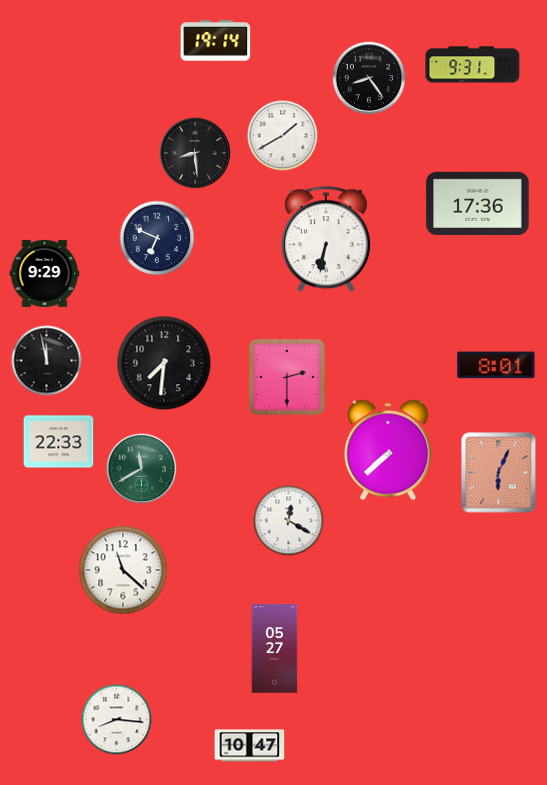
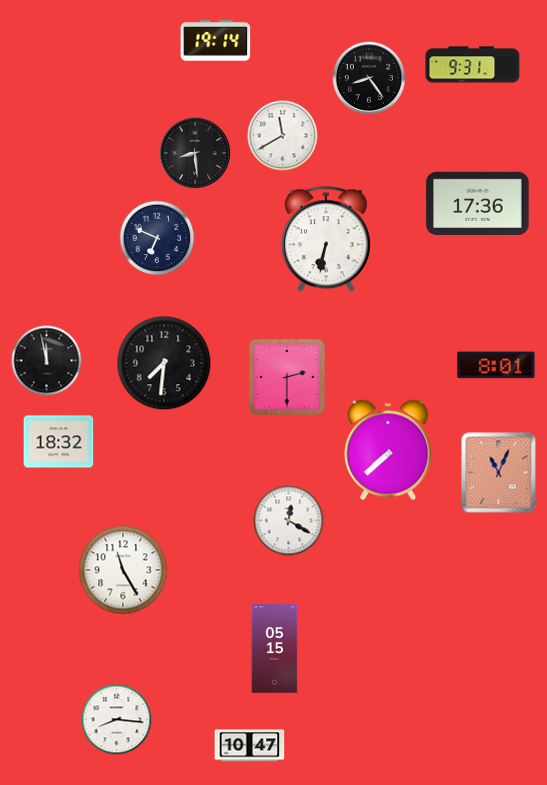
clock at (283, 136): 1:40 -> 11:40
clock at (45, 273): 9:29 -> none
clock at (59, 442): 22:33 -> 18:32
clock at (142, 469): 11:40 -> none
clock at (499, 473): 6:04 -> 11:04
clock at (123, 570): 11:22 -> 11:25
clock at (275, 649): 05:27 -> 05:15
